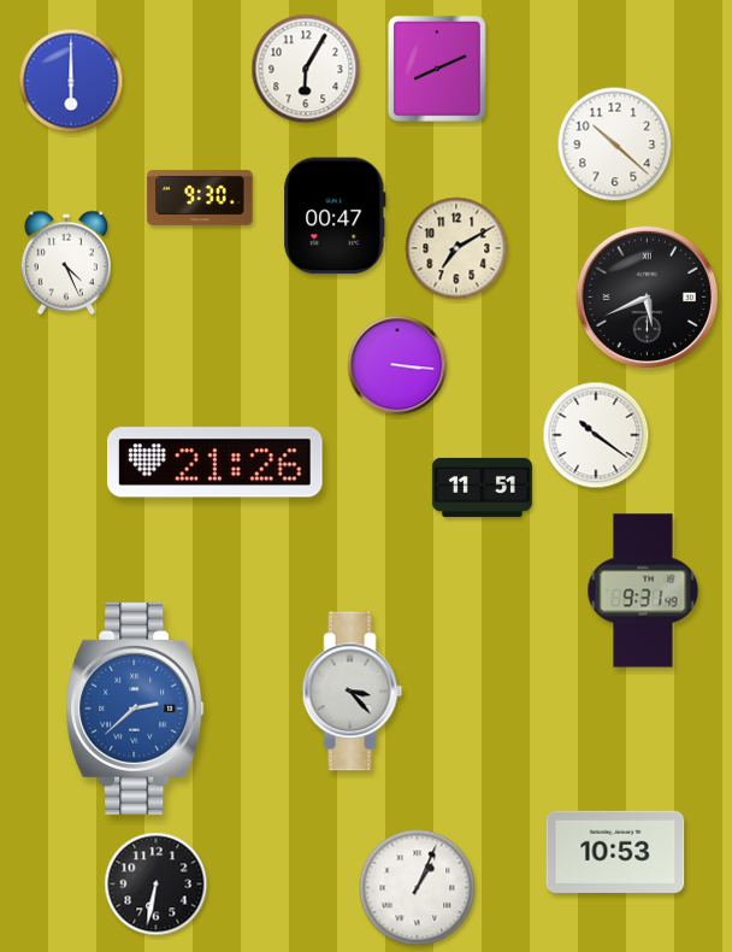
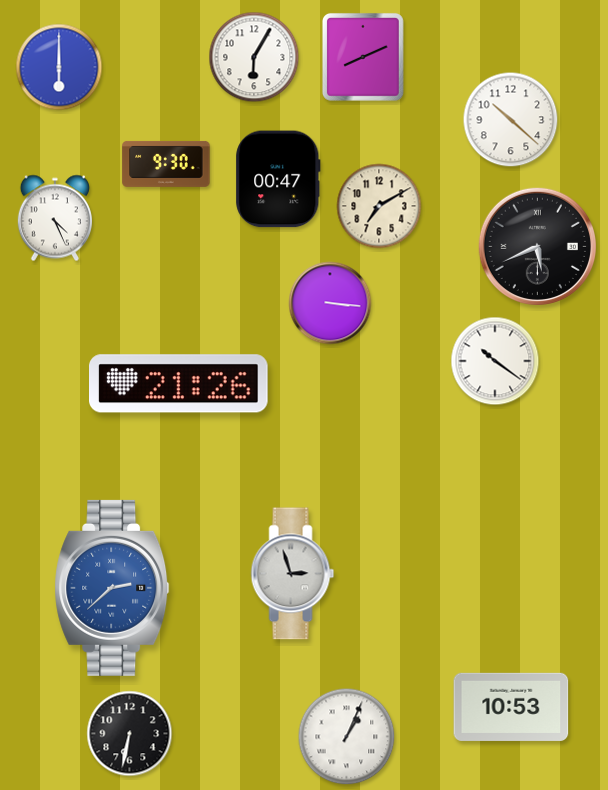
clock at (482, 487): 11:51 -> none
clock at (643, 590): 9:31 -> none
clock at (353, 692): 3:23 -> 2:57
